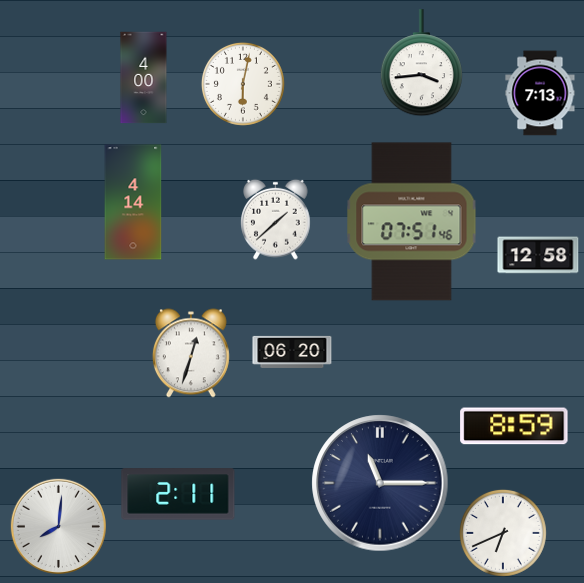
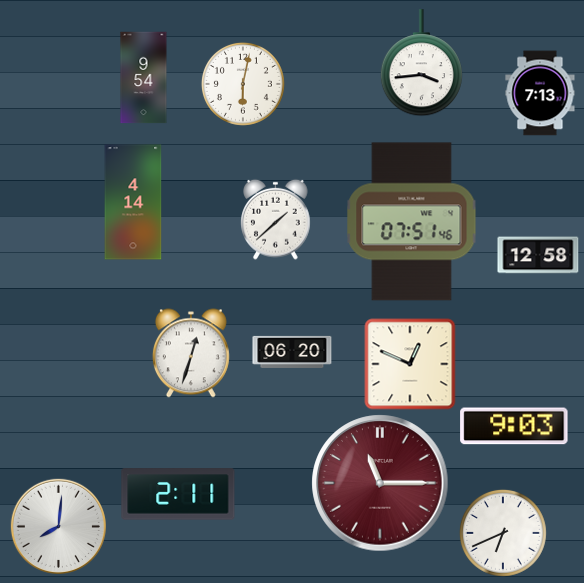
clock at (144, 78): 4:00 -> 9:54
clock at (410, 364): none -> 12:49
clock at (514, 426): 8:59 -> 9:03
clock at (380, 483) dial: navy -> burgundy
